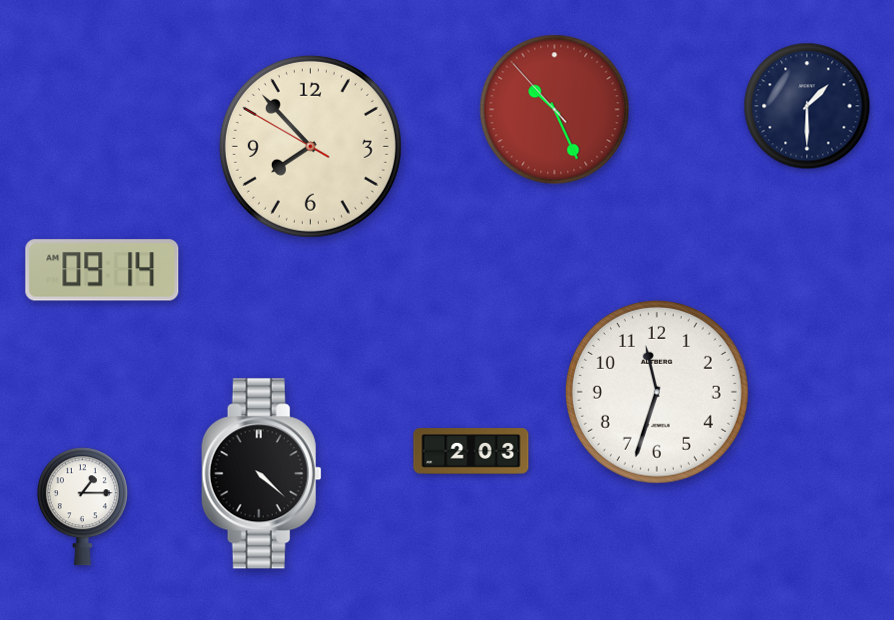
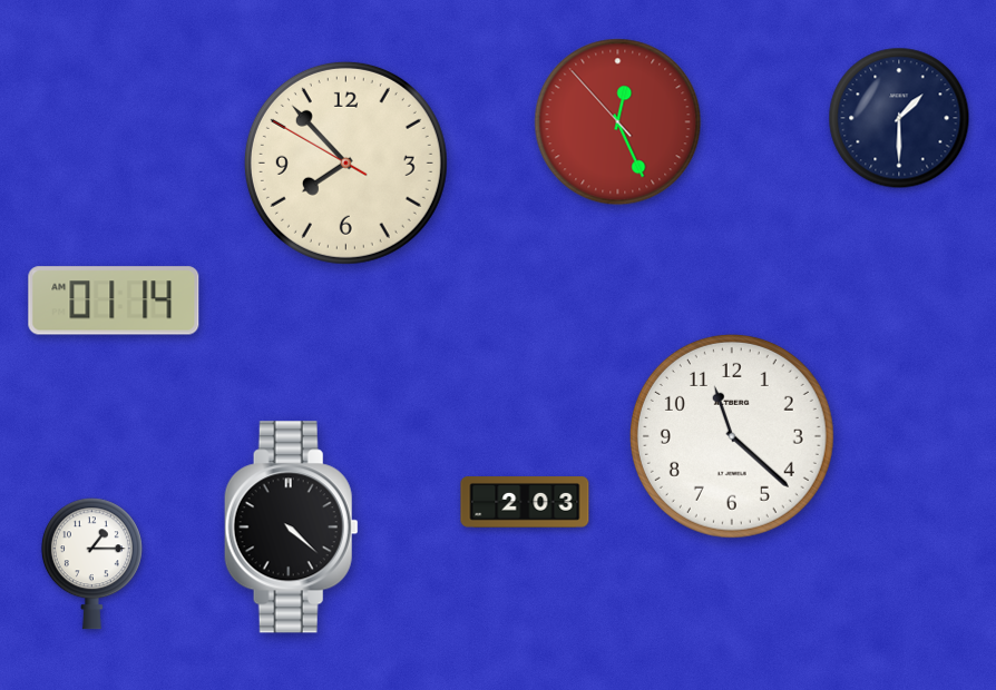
clock at (555, 110): 10:25 -> 12:25
clock at (102, 270): 09:14 -> 01:14
clock at (657, 392): 11:33 -> 11:22
